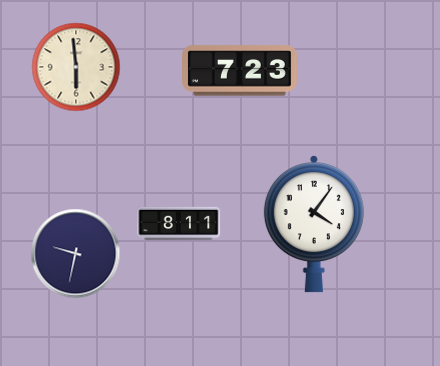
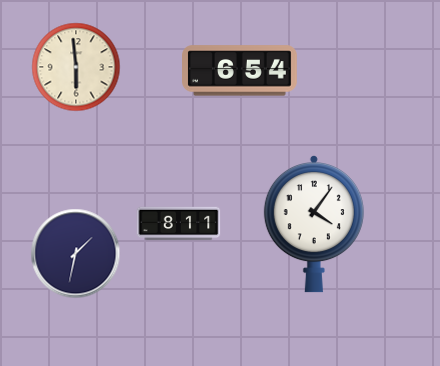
clock at (240, 71): 7:23 -> 6:54
clock at (76, 254): 9:32 -> 1:32
